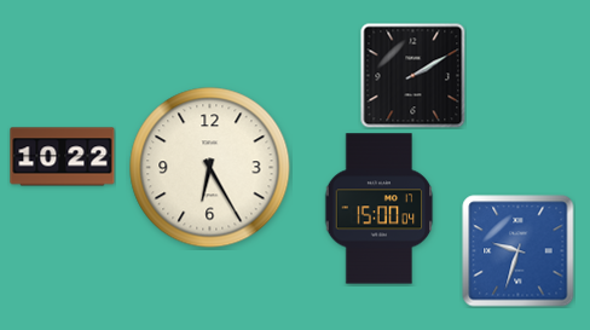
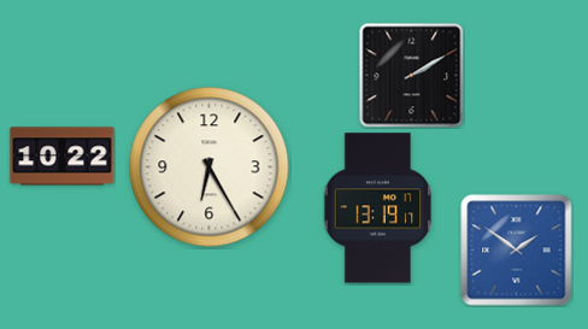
clock at (380, 209): 15:00 -> 13:19
clock at (519, 251): 9:33 -> 1:51
